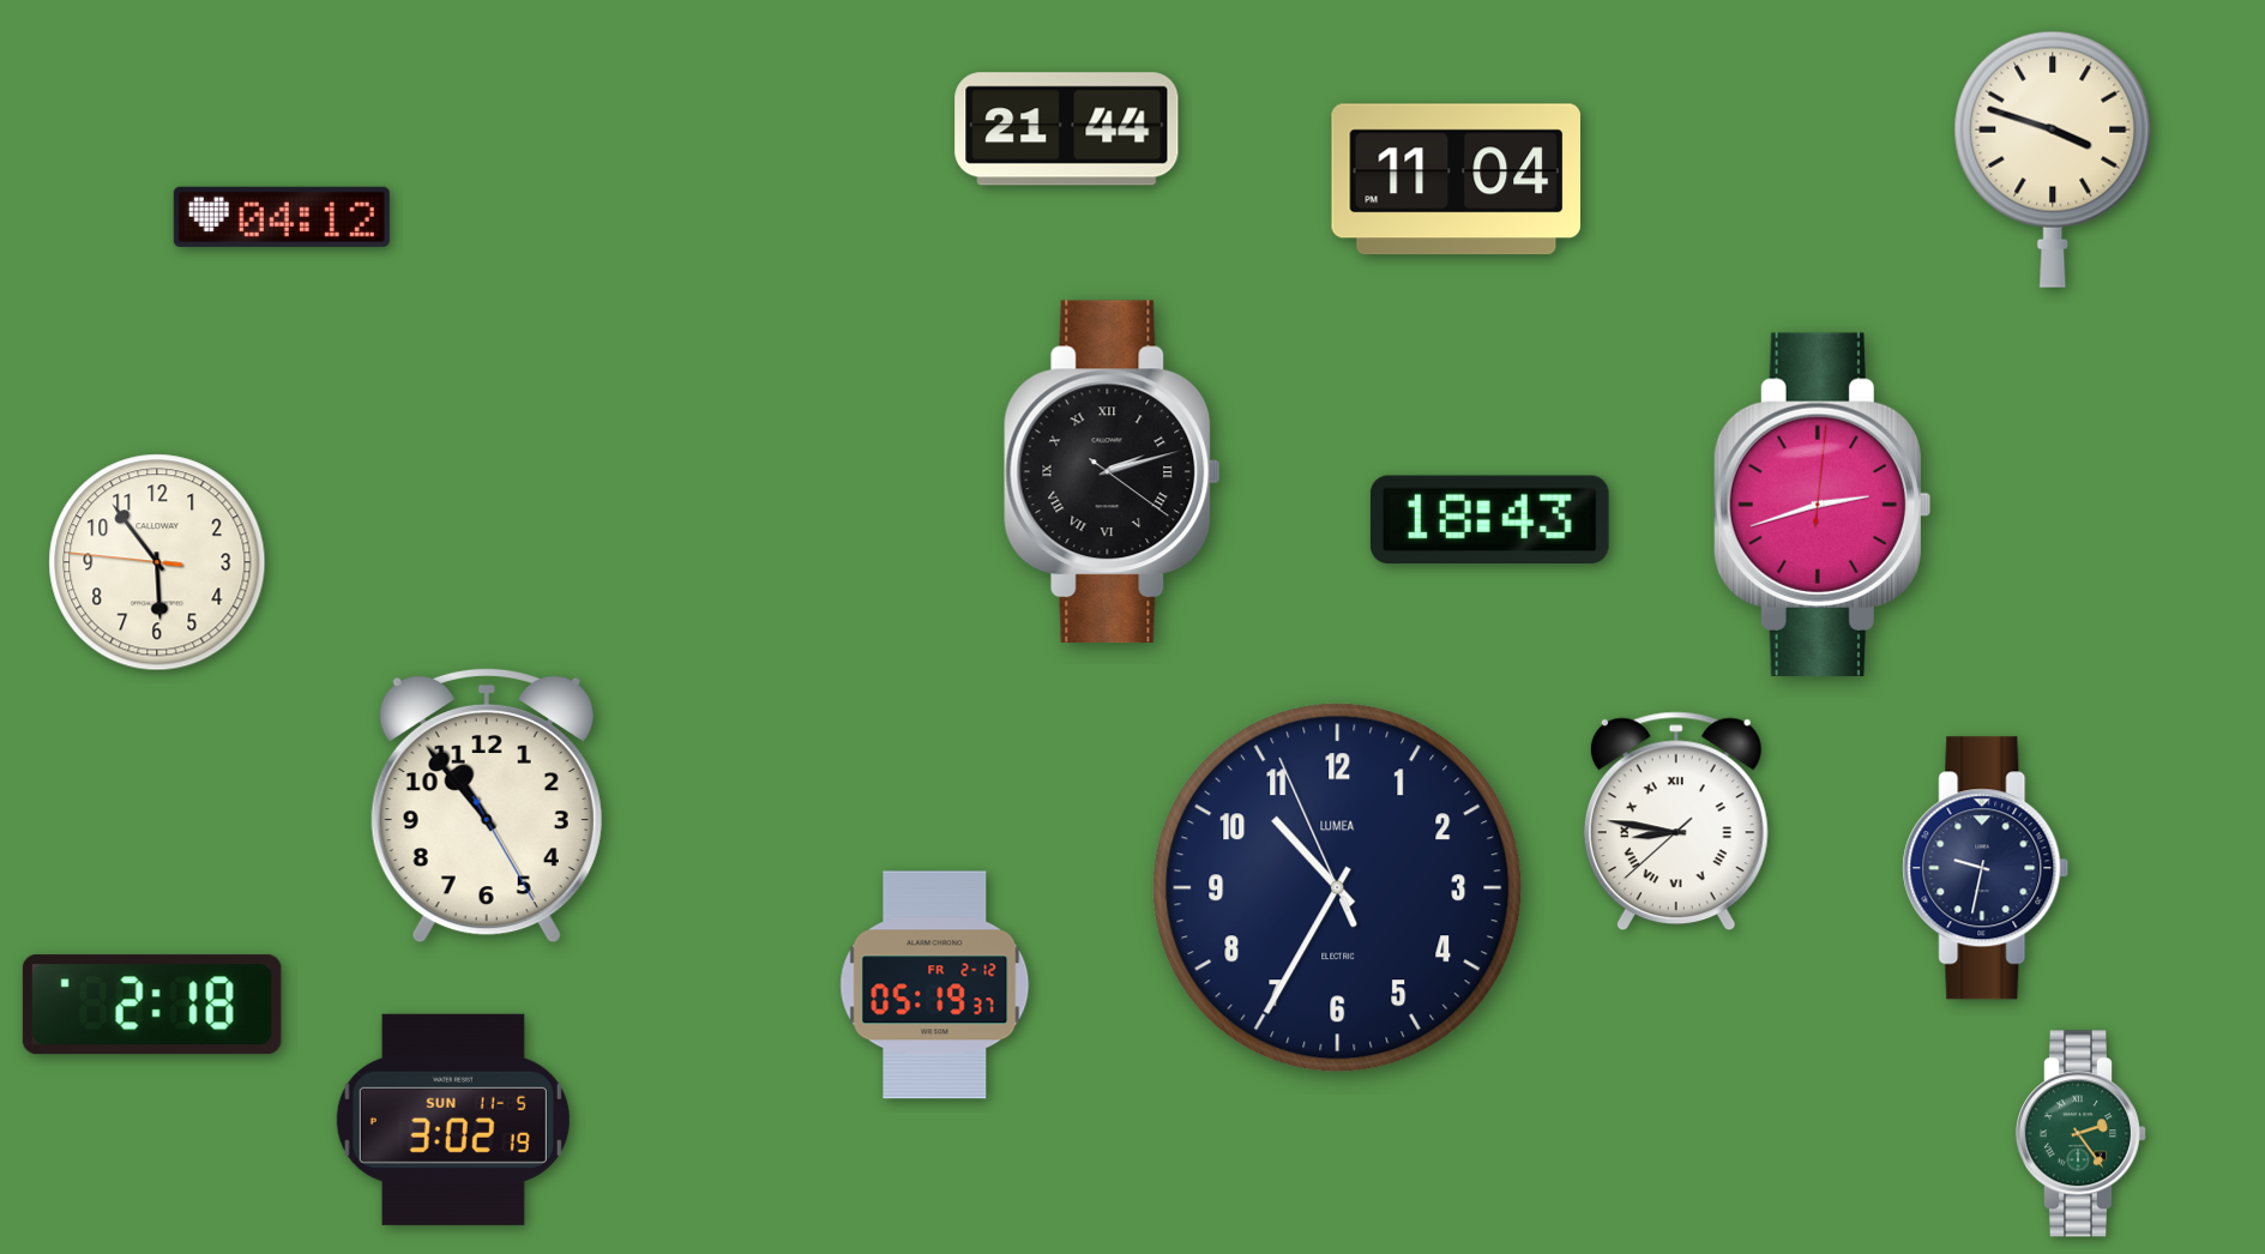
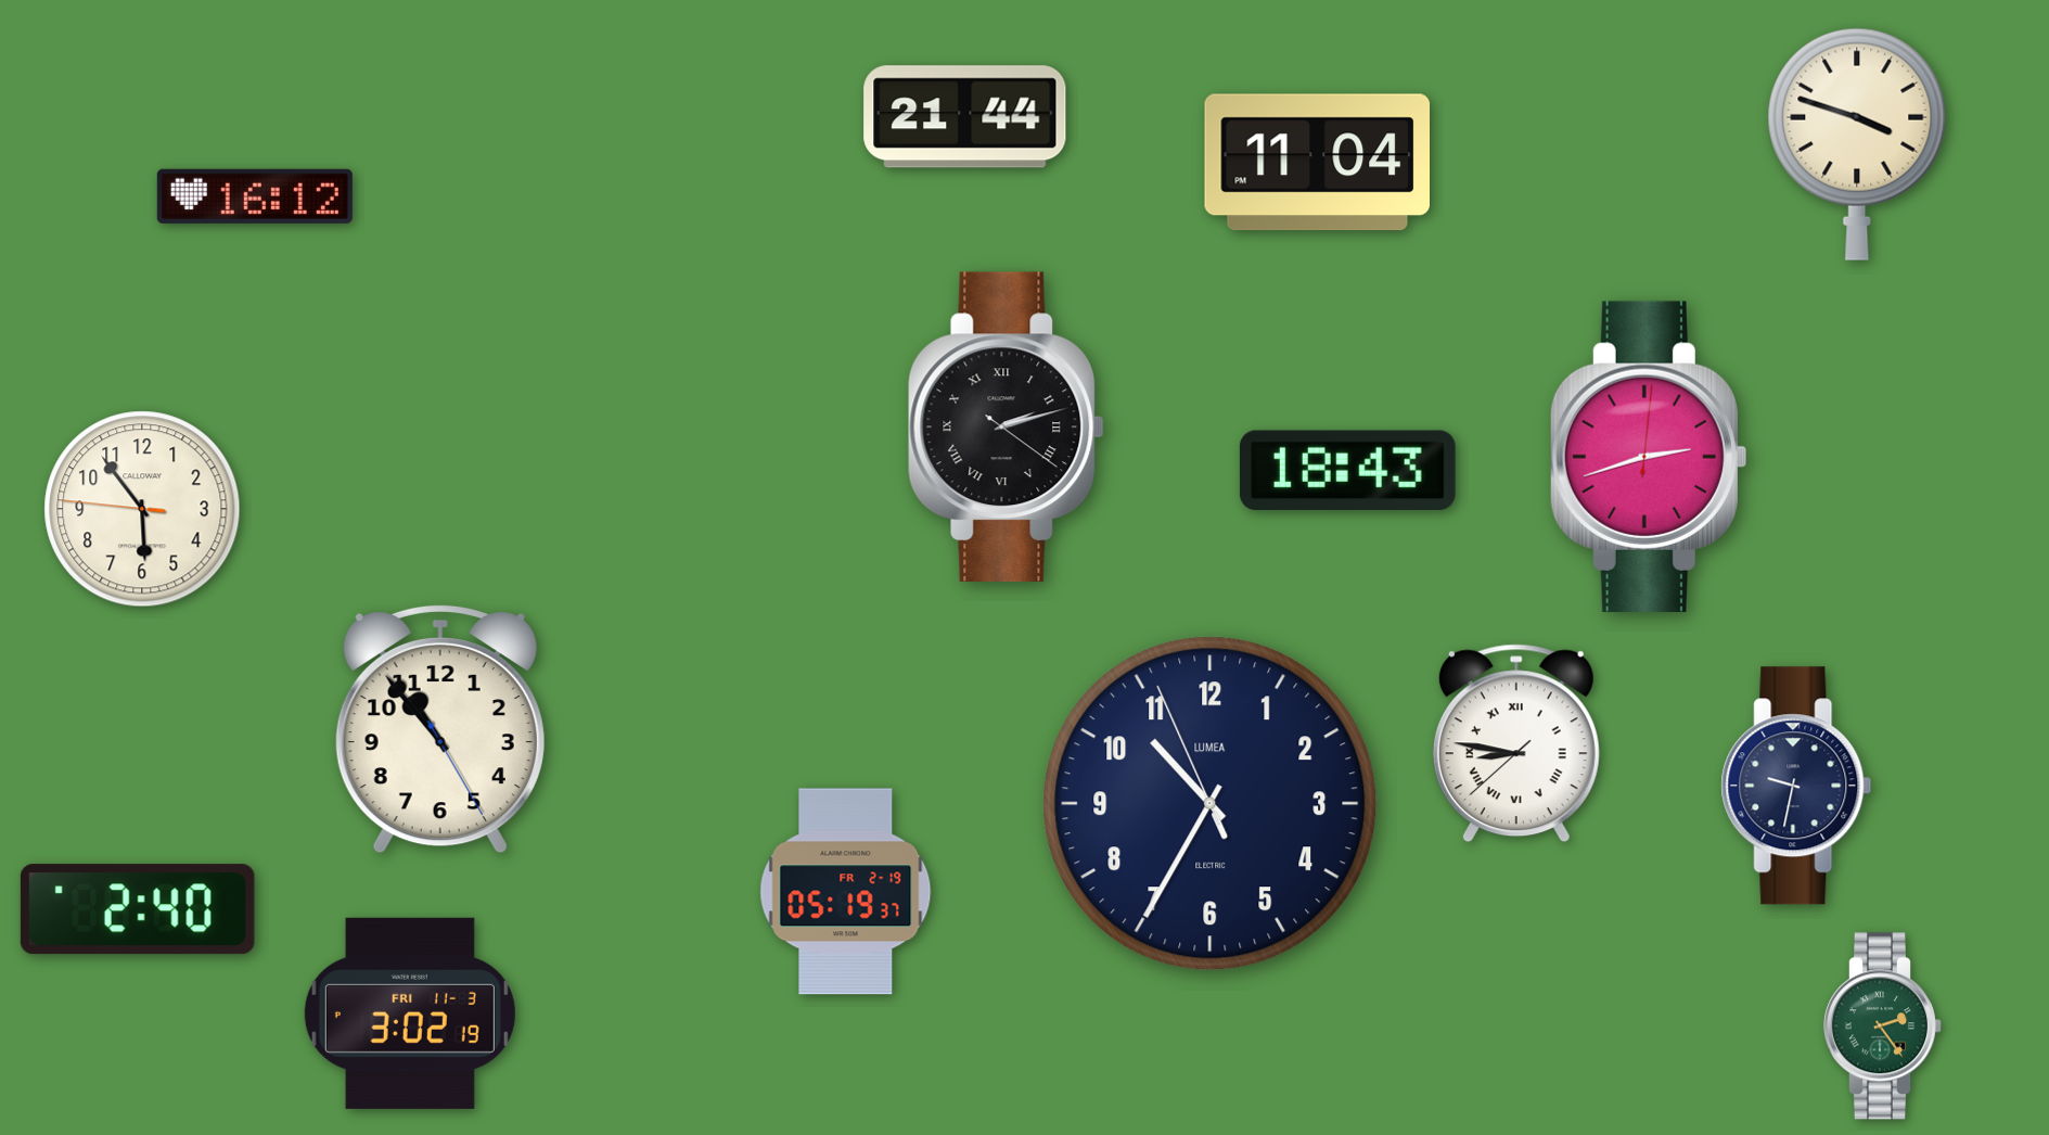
clock at (282, 217): 04:12 -> 16:12
clock at (935, 985) date: FR 2-12 -> FR 2-19
clock at (152, 1005): 2:18 -> 2:40
clock at (453, 1120) date: SUN 11-5 -> FRI 11-3
